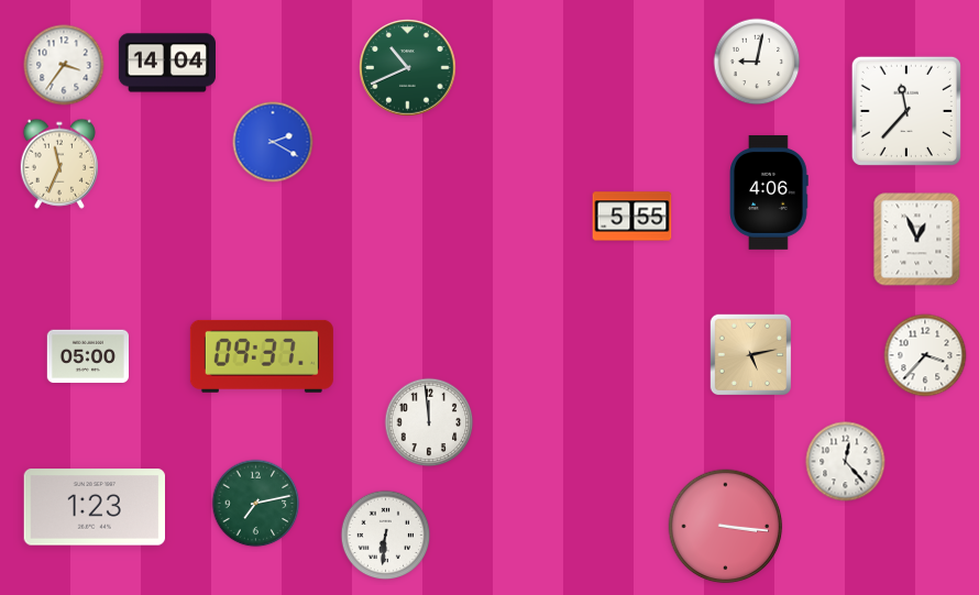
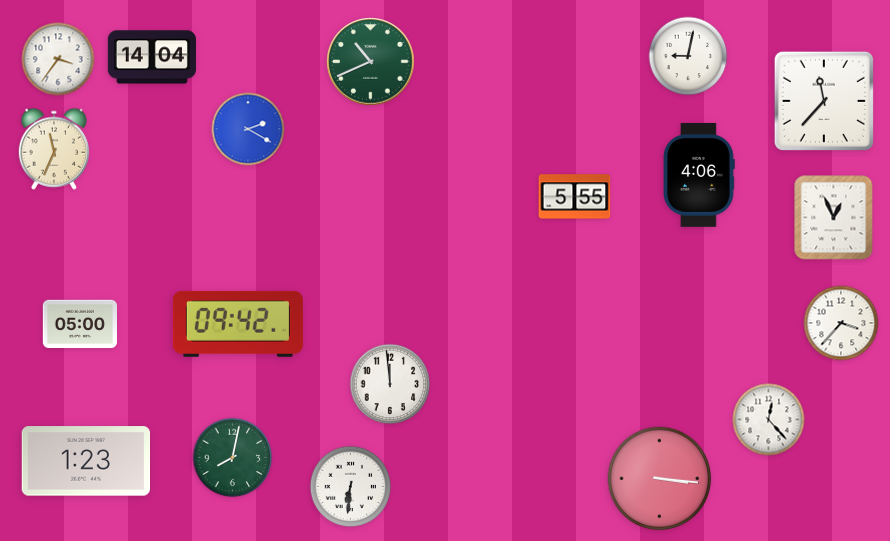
clock at (751, 354): 5:13 -> none
clock at (262, 356): 09:37 -> 09:42
clock at (256, 504): 7:13 -> 8:02
